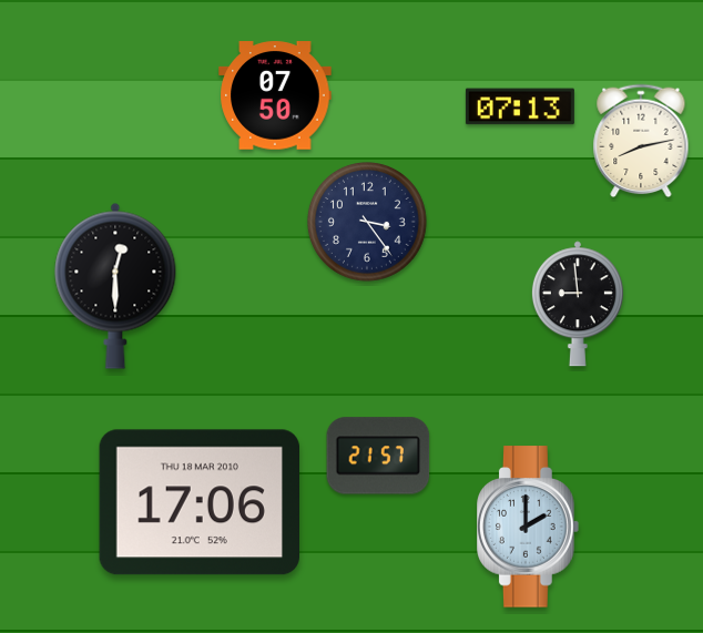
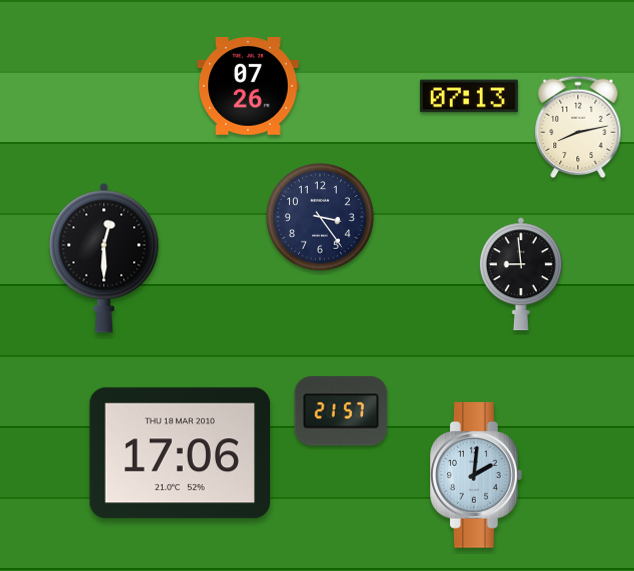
clock at (275, 95): 07:50 -> 07:26
clock at (368, 223) position: (368, 223) -> (321, 218)
clock at (529, 527): 2:00 -> 2:01
